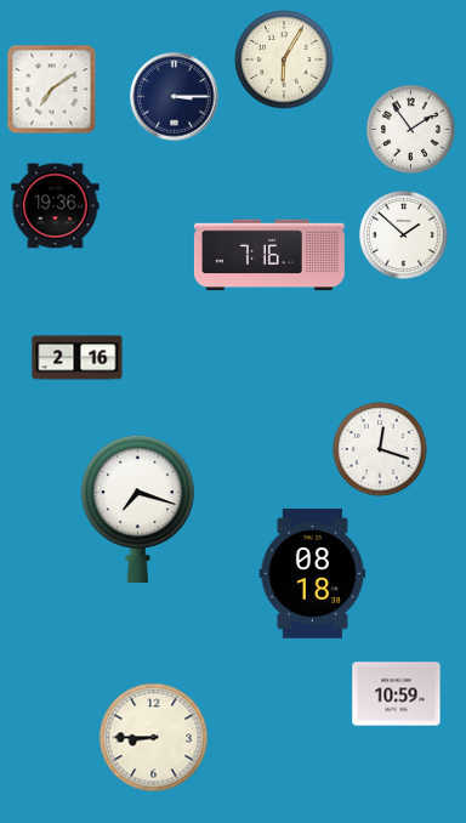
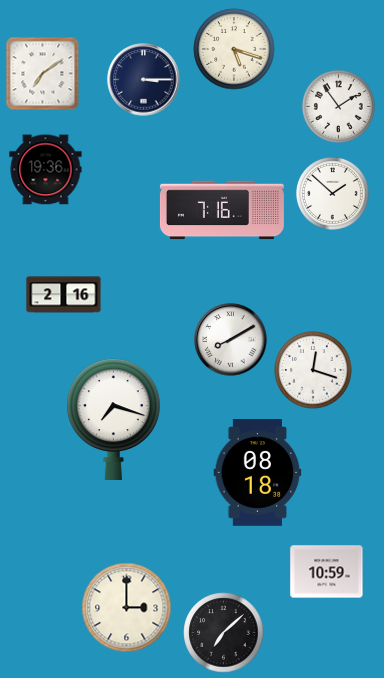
clock at (284, 59): 6:05 -> 5:18
clock at (231, 340): none -> 8:10
clock at (154, 738): 8:45 -> 3:00
clock at (224, 633): none -> 7:08
